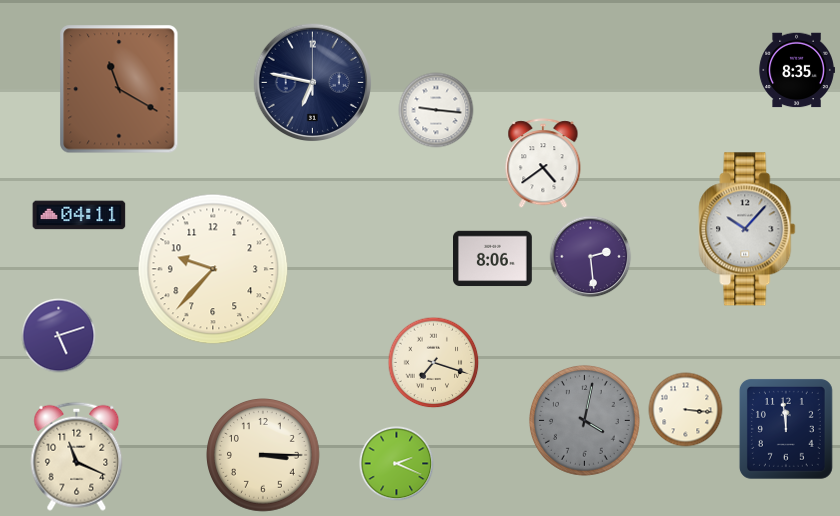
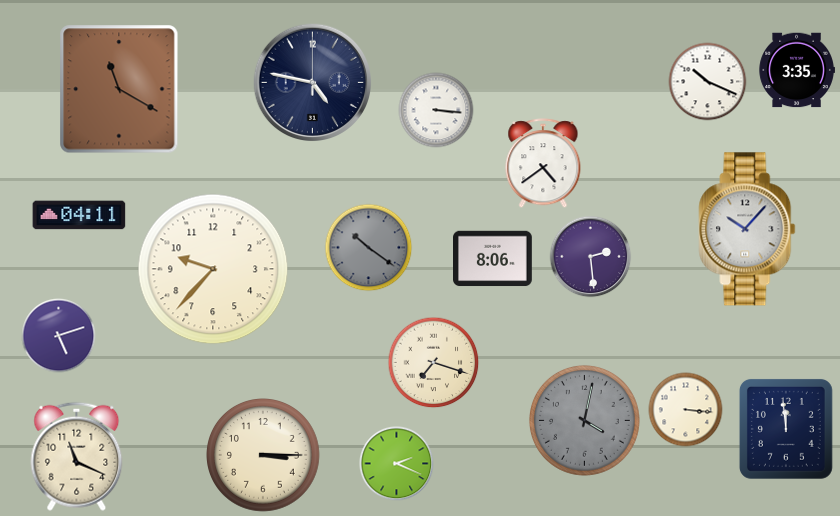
clock at (797, 70): 8:35 -> 3:35
clock at (312, 82): 6:47 -> 4:47
clock at (708, 82): none -> 10:19
clock at (436, 110): 9:16 -> 3:16
clock at (369, 248): none -> 10:21
